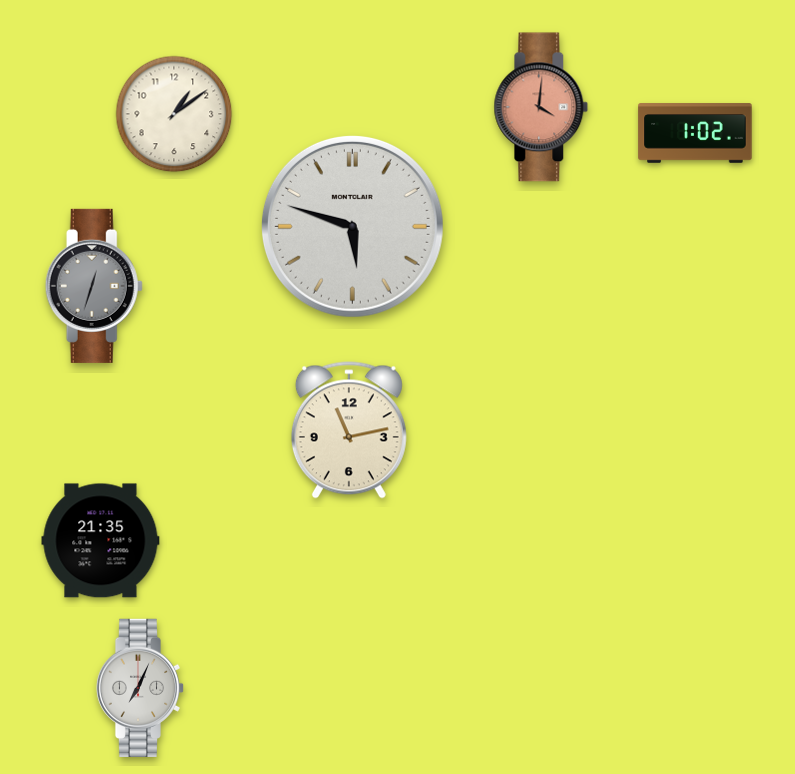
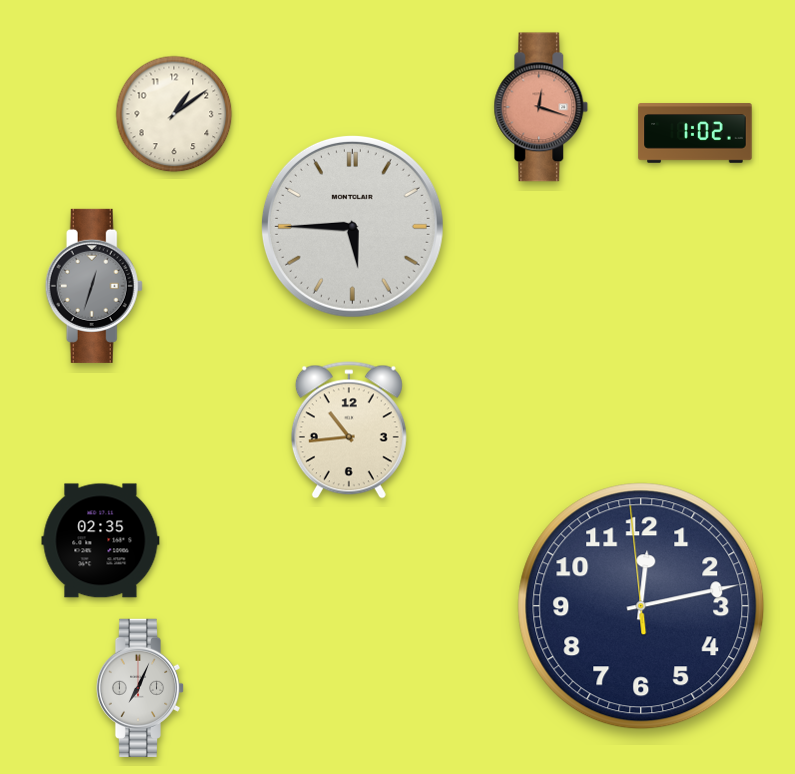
clock at (541, 107): 4:01 -> 12:18
clock at (352, 226): 5:48 -> 5:45
clock at (349, 430): 11:13 -> 10:44
clock at (101, 541): 21:35 -> 02:35
clock at (641, 606): none -> 12:12
